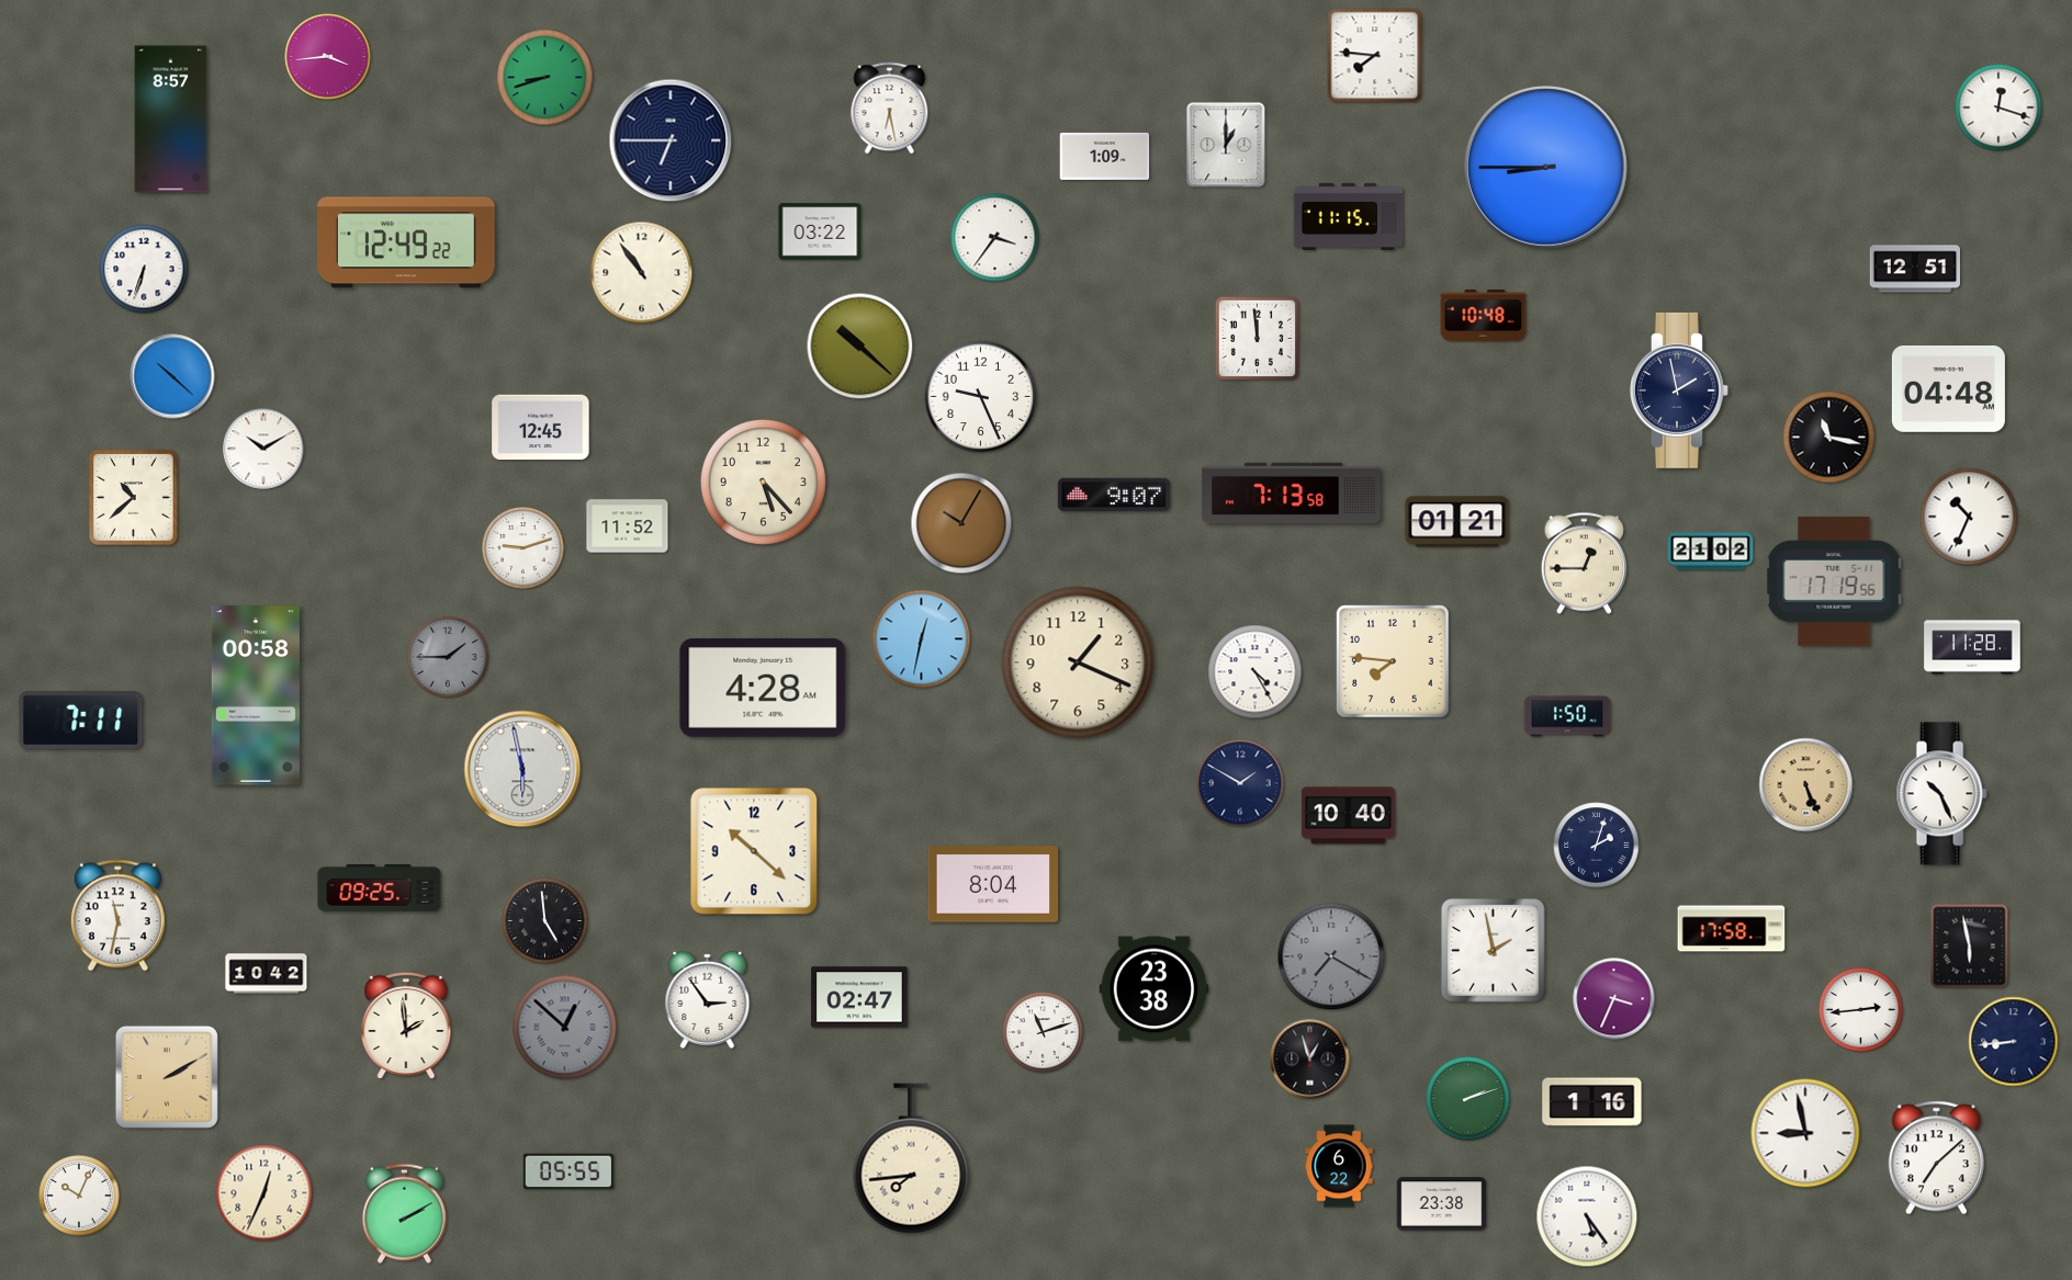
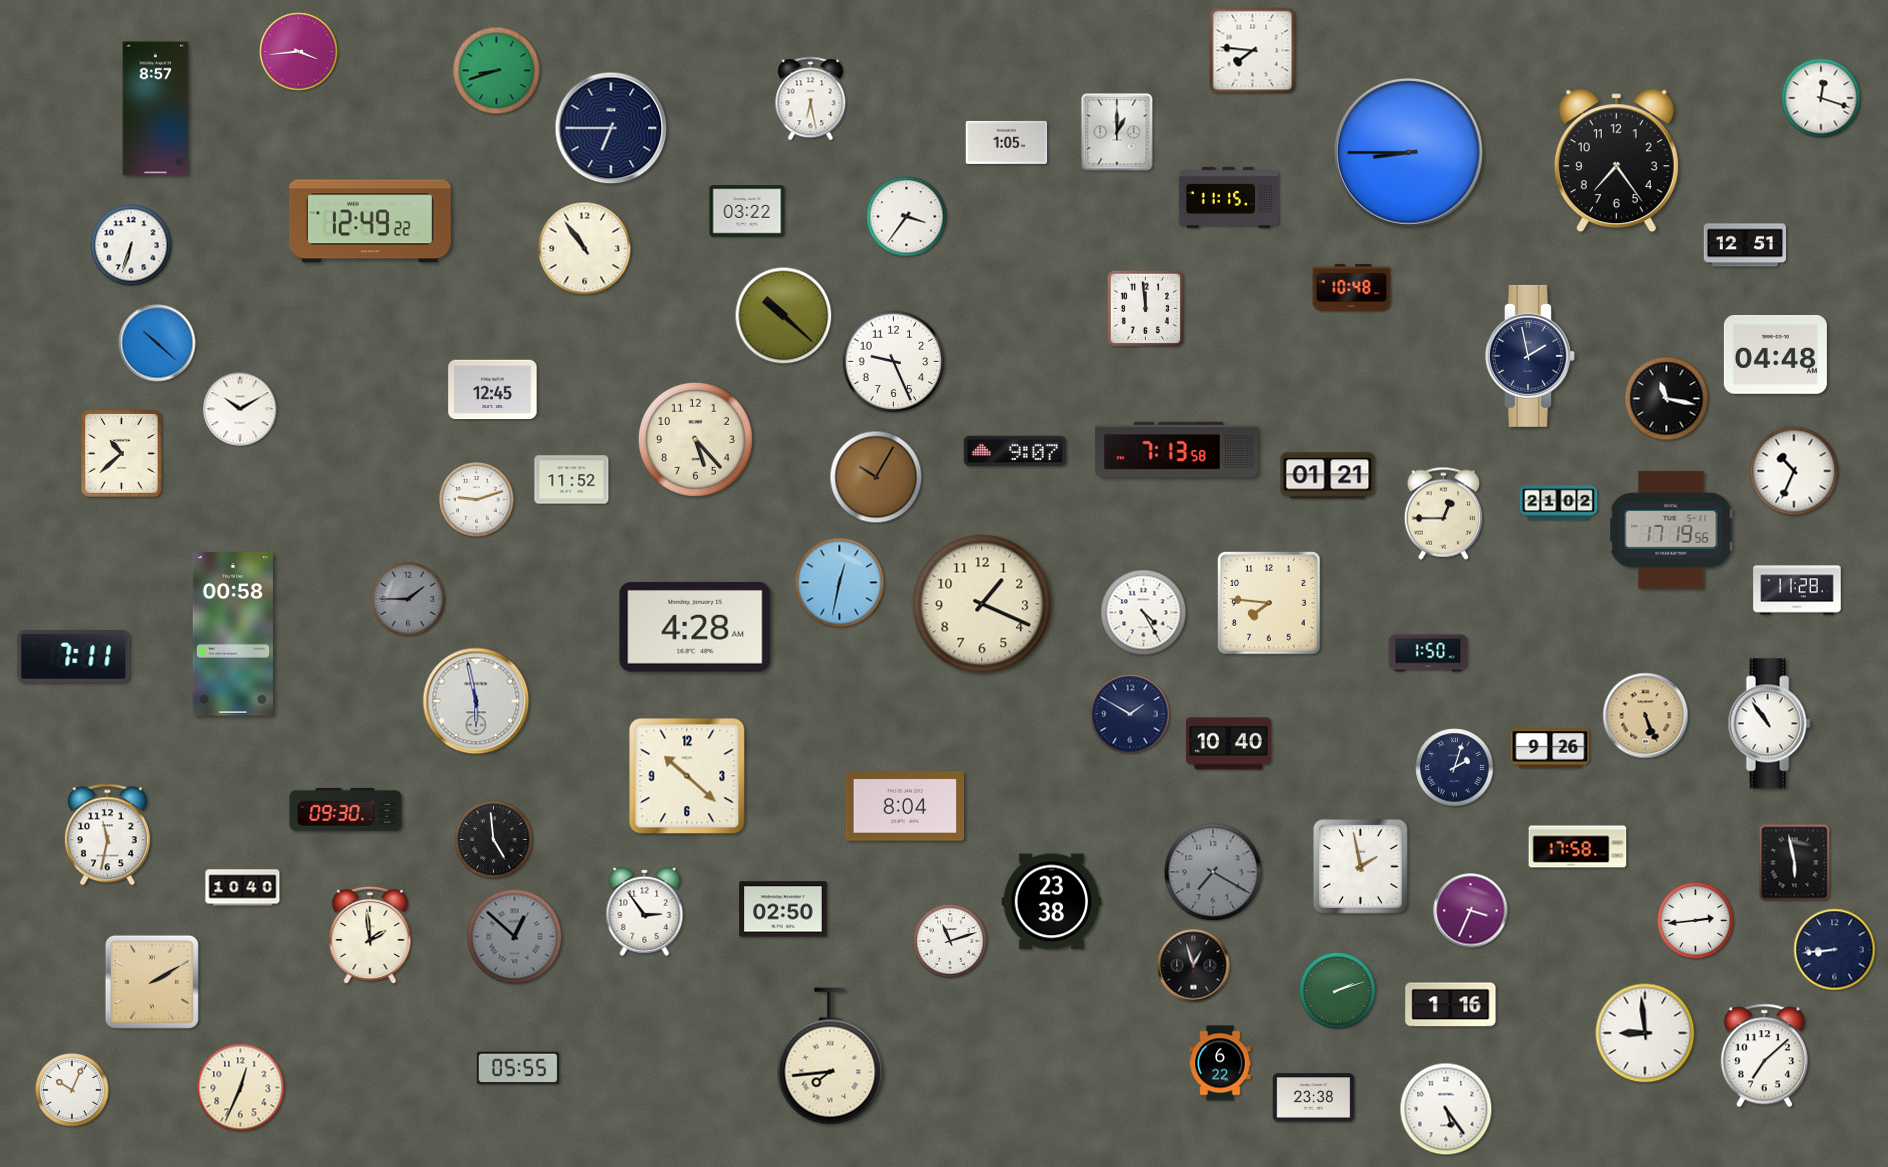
clock at (1105, 156): 1:09 -> 1:05
clock at (1616, 161): none -> 7:24
clock at (1941, 794): 10:26 -> 10:54
clock at (1550, 748): none -> 9:26
clock at (1597, 846) position: (1597, 846) -> (1455, 768)
clock at (380, 887): 09:25 -> 09:30
clock at (545, 921) position: (545, 921) -> (494, 840)
clock at (267, 974): 10:42 -> 10:40
clock at (859, 997): 02:47 -> 02:50
clock at (1468, 1099) position: (1468, 1099) -> (1338, 991)
clock at (1805, 1133): 8:58 -> 8:59
clock at (404, 1213): 2:10 -> none
